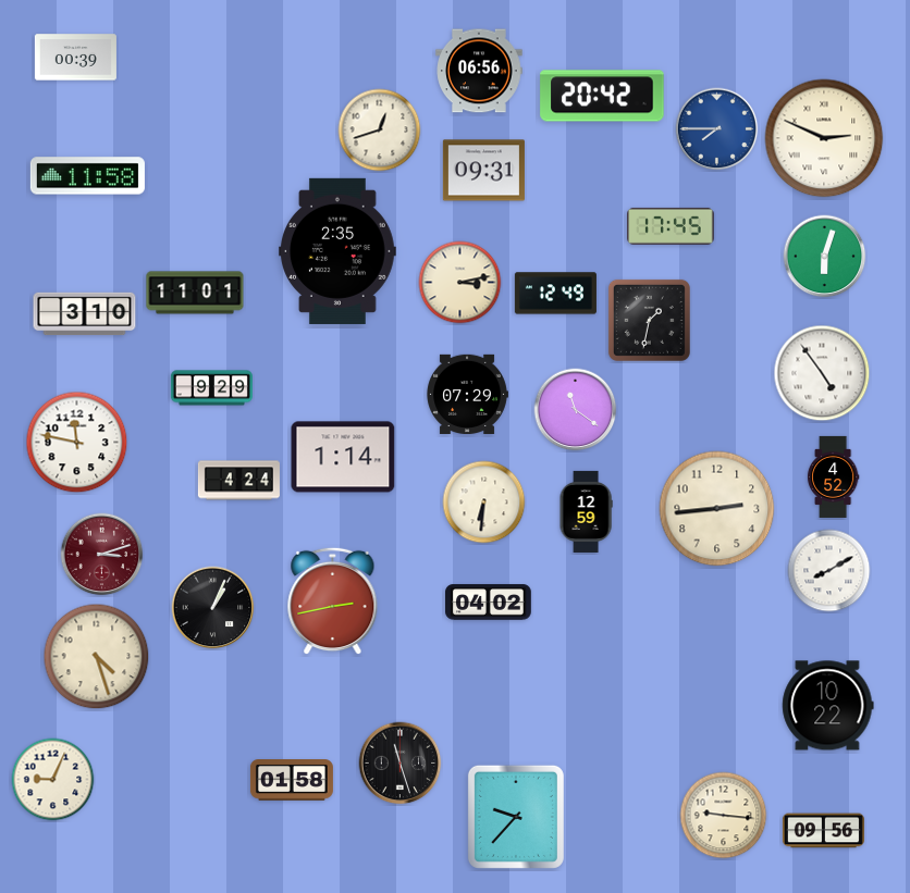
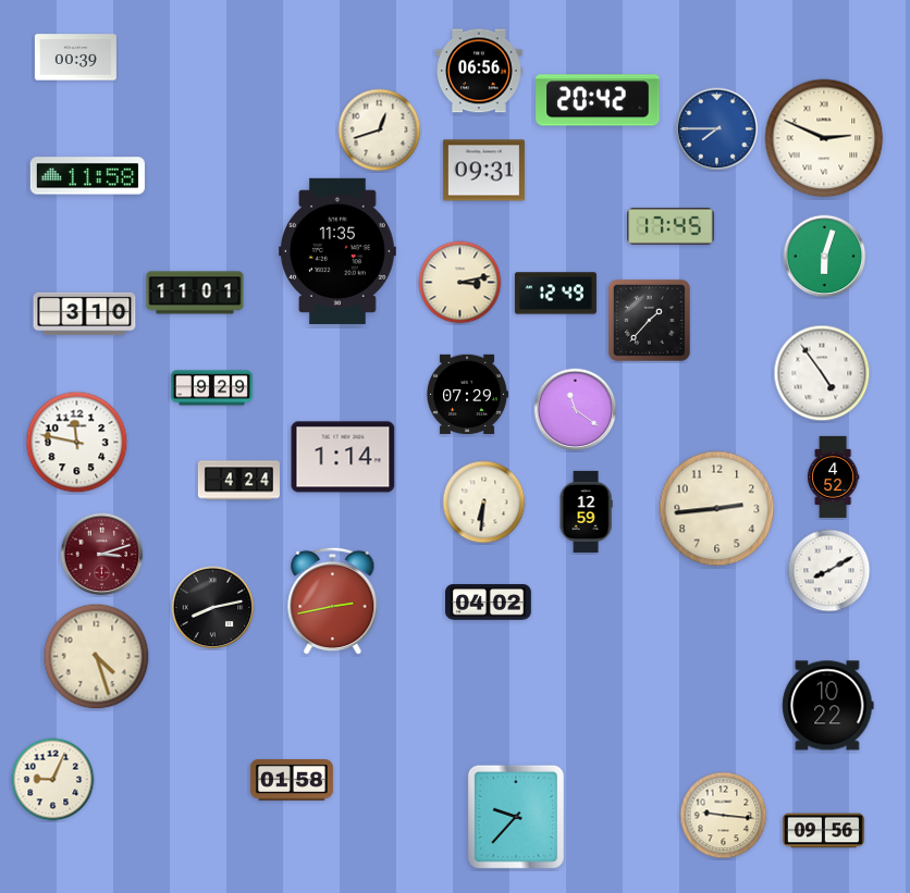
clock at (602, 96) position: (602, 96) -> (598, 100)
clock at (339, 251): 2:35 -> 11:35
clock at (649, 320): 1:32 -> 1:37
clock at (213, 608): 1:04 -> 8:13
clock at (401, 764): 11:27 -> none
